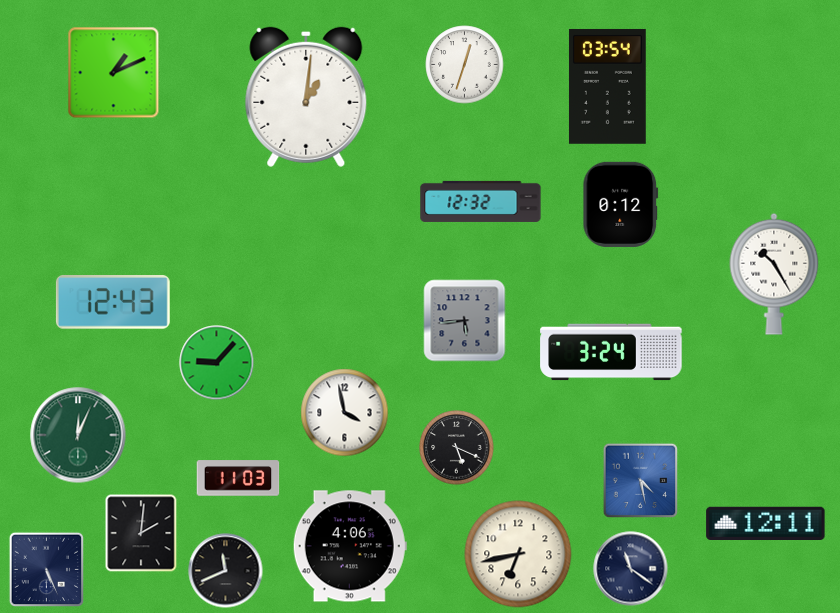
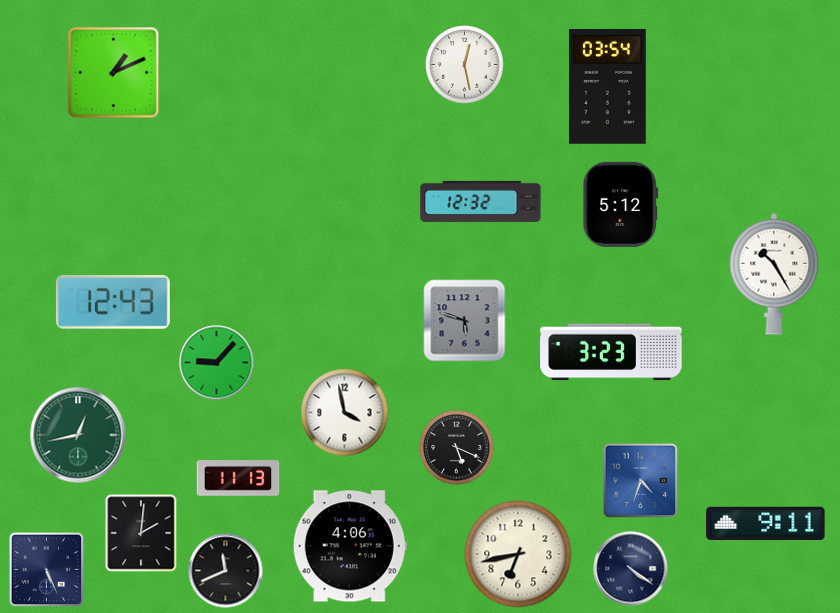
clock at (465, 65): 12:33 -> 12:28
clock at (306, 97): 1:01 -> none
clock at (621, 204): 0:12 -> 5:12
clock at (465, 321): 5:44 -> 5:48
clock at (611, 352): 3:24 -> 3:23
clock at (78, 435): 12:04 -> 12:43
clock at (238, 478): 11:03 -> 11:13
clock at (641, 481): 4:28 -> 4:33
clock at (766, 523): 12:11 -> 9:11
clock at (631, 569): 11:21 -> 4:21
